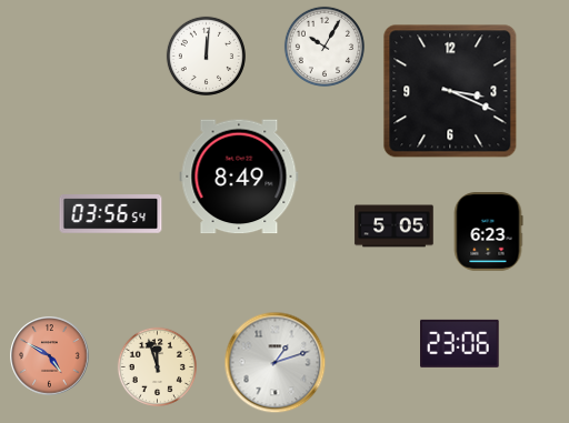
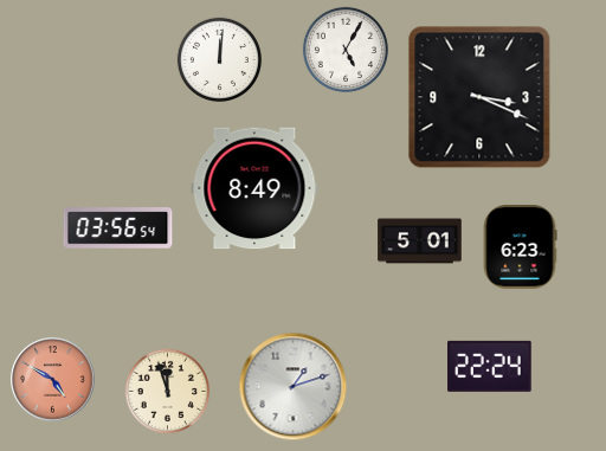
clock at (325, 47): 10:05 -> 5:05
clock at (395, 226): 5:05 -> 5:01
clock at (460, 343): 23:06 -> 22:24
